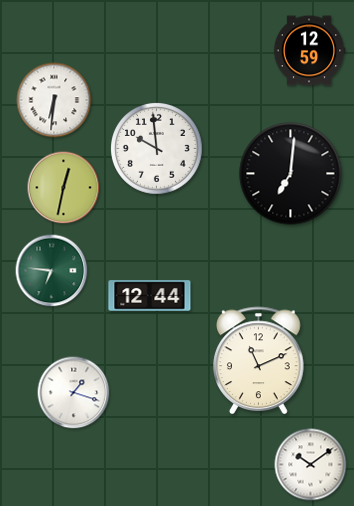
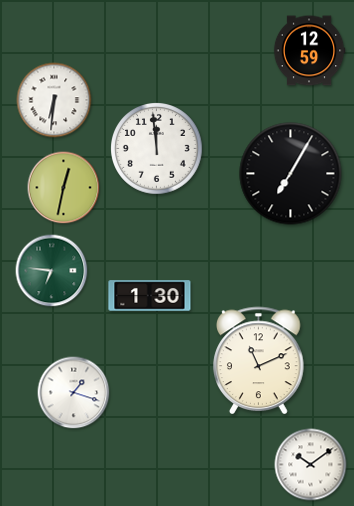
clock at (157, 149): 9:59 -> 11:59
clock at (291, 174): 7:01 -> 7:05
clock at (150, 296): 12:44 -> 1:30
